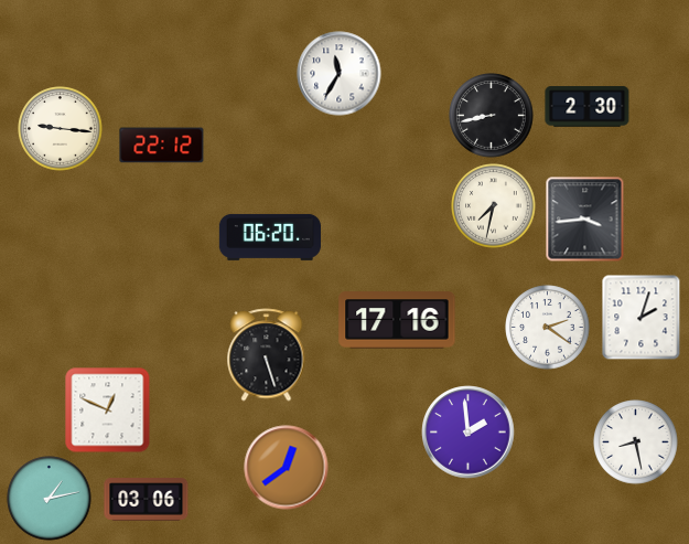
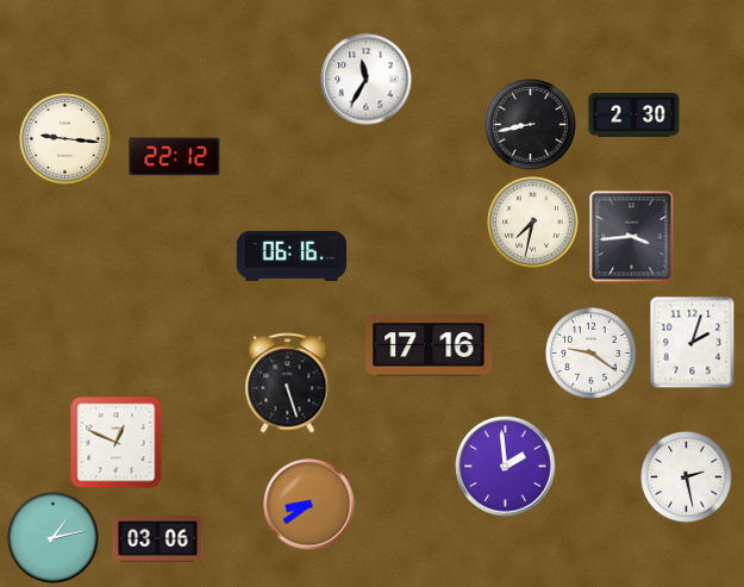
clock at (269, 237): 06:20 -> 06:16
clock at (548, 328): 2:21 -> 9:21
clock at (636, 442): 8:28 -> 2:28
clock at (287, 468): 12:39 -> 8:39
